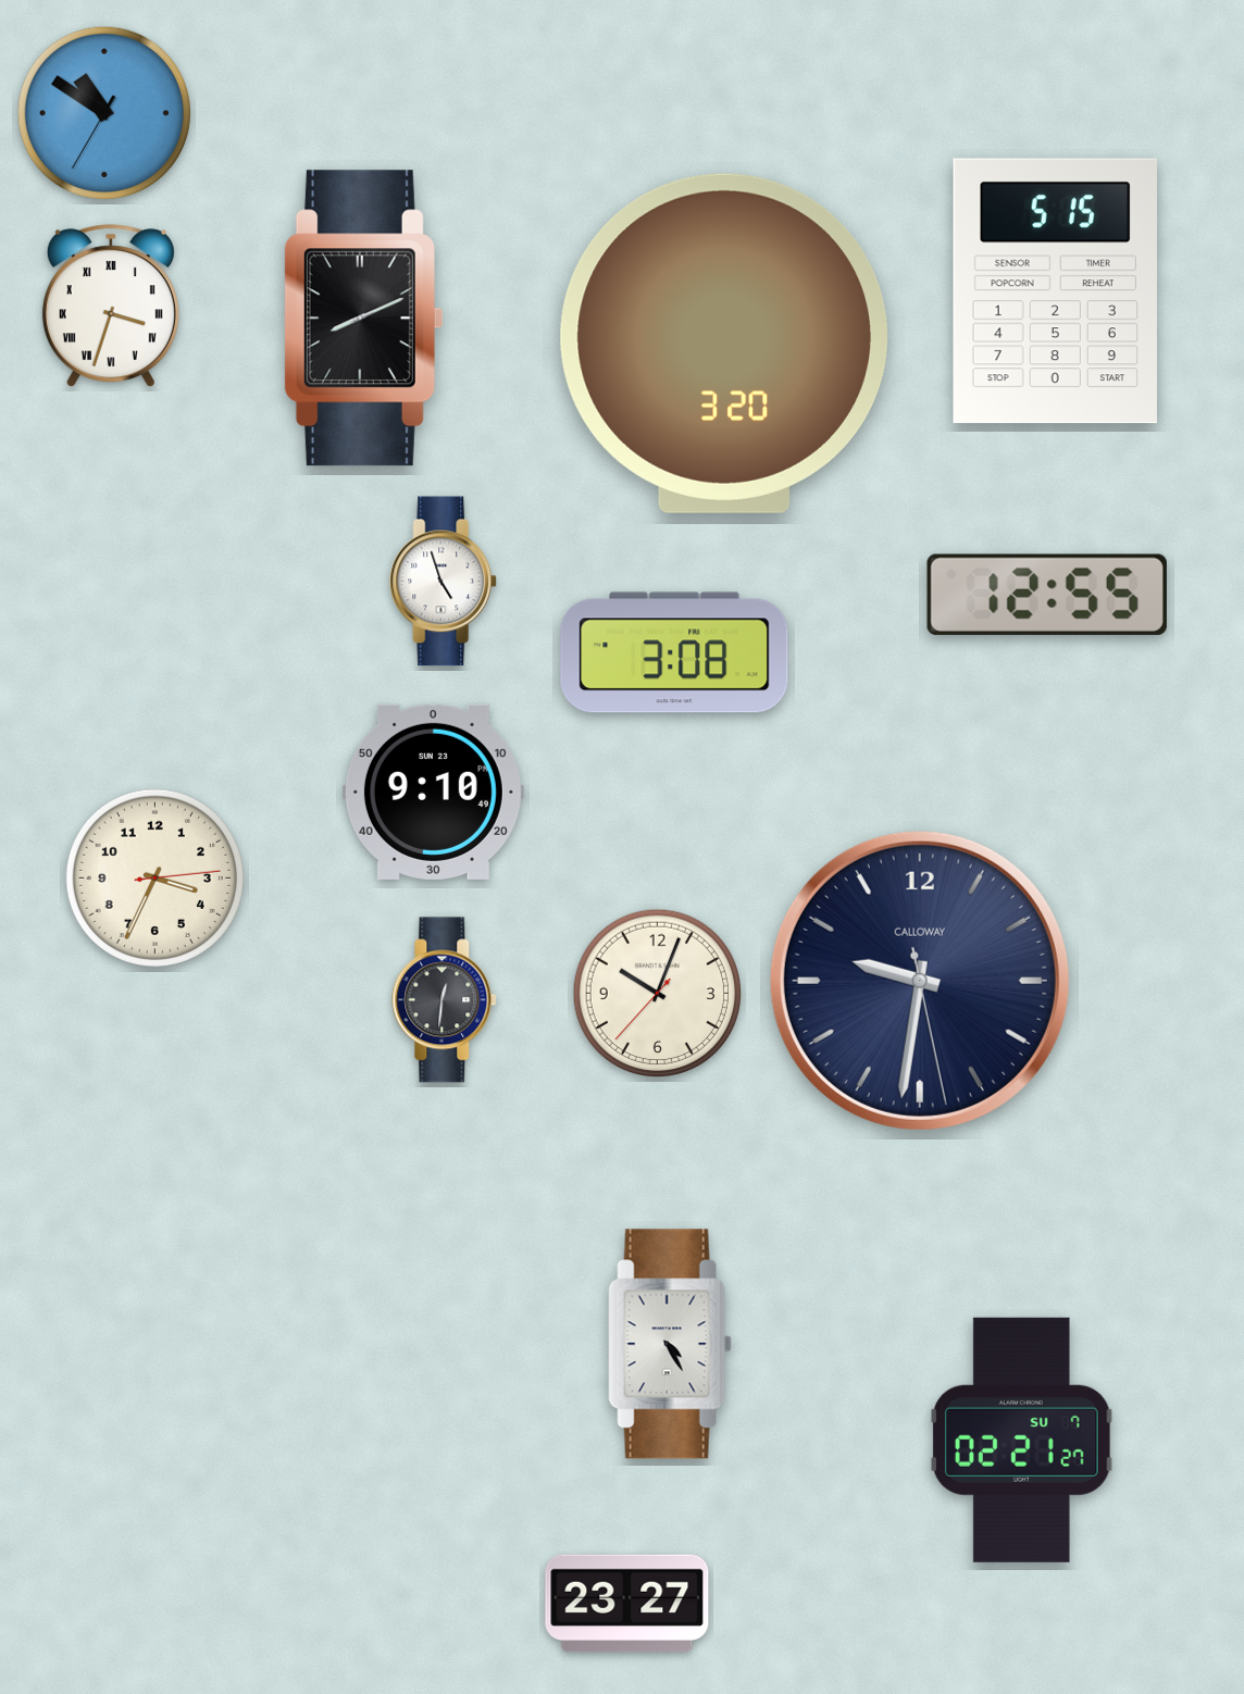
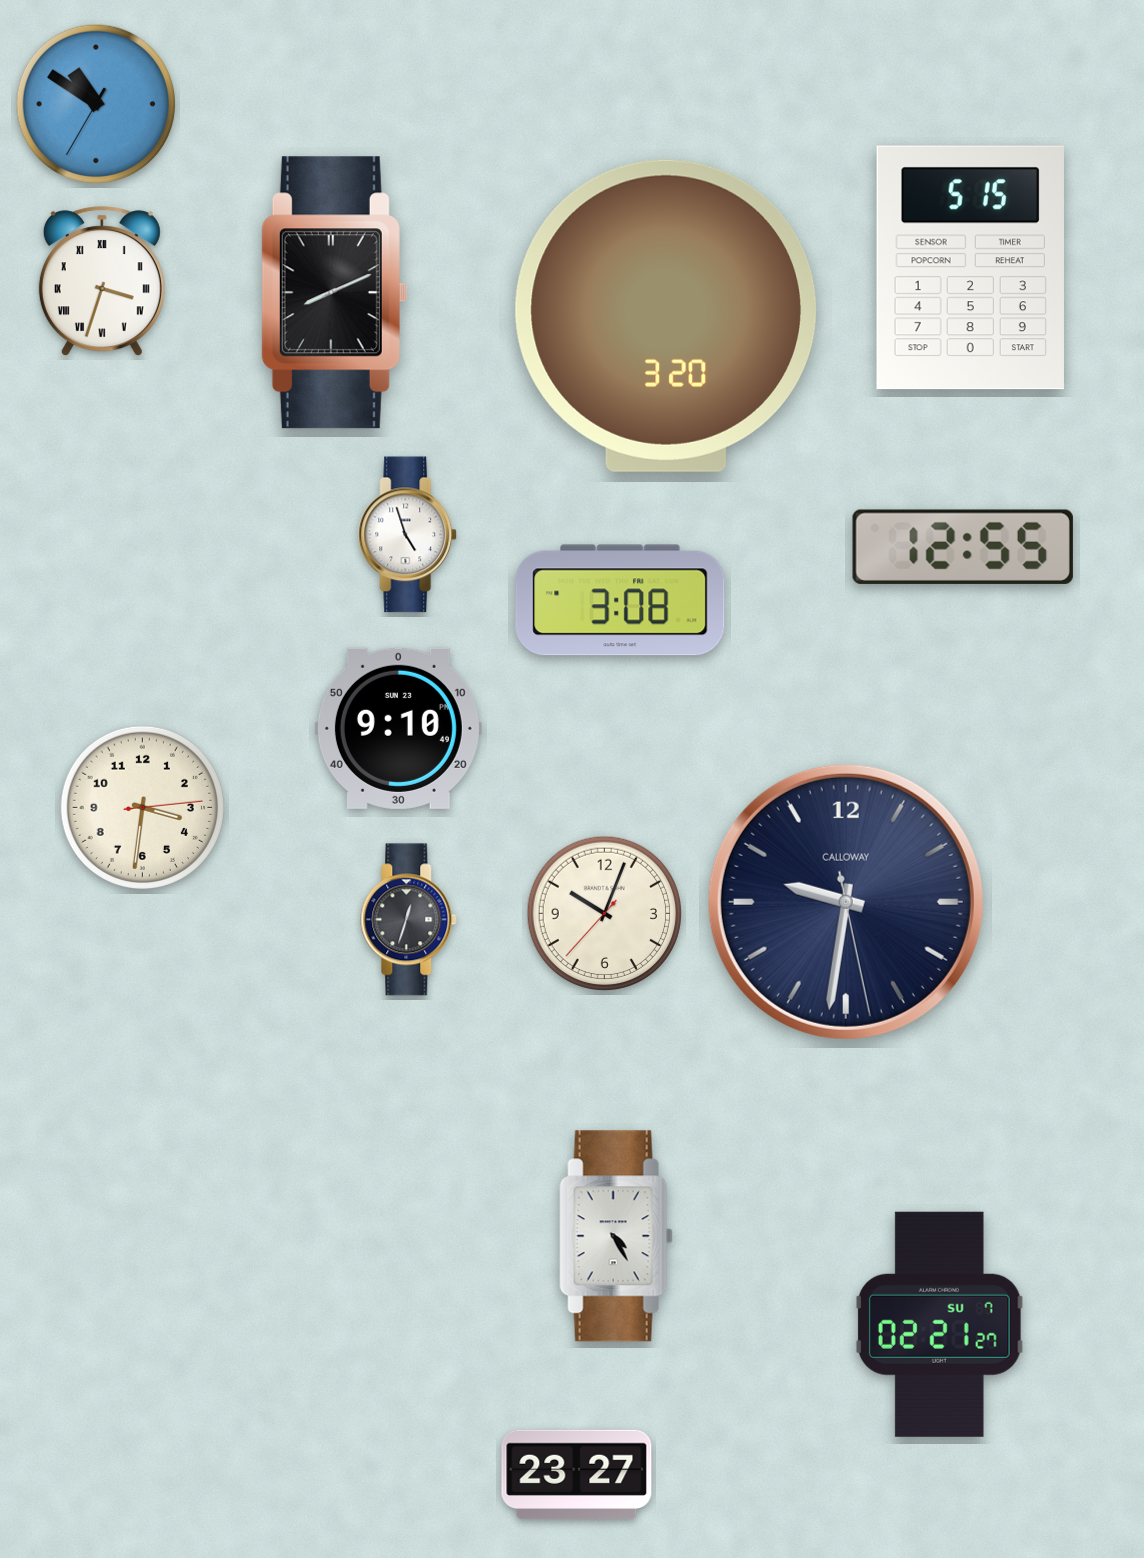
clock at (154, 877): 3:34 -> 3:31
clock at (445, 1000): 12:31 -> 12:33
